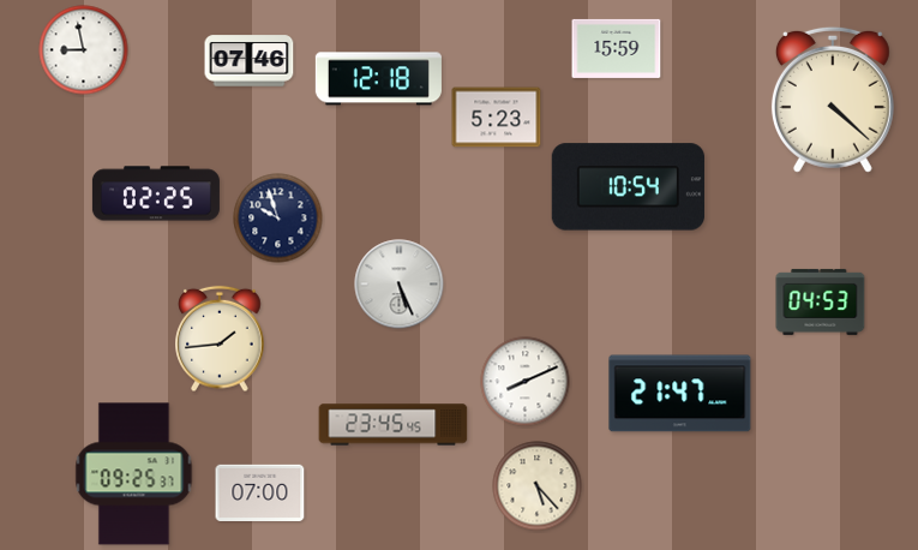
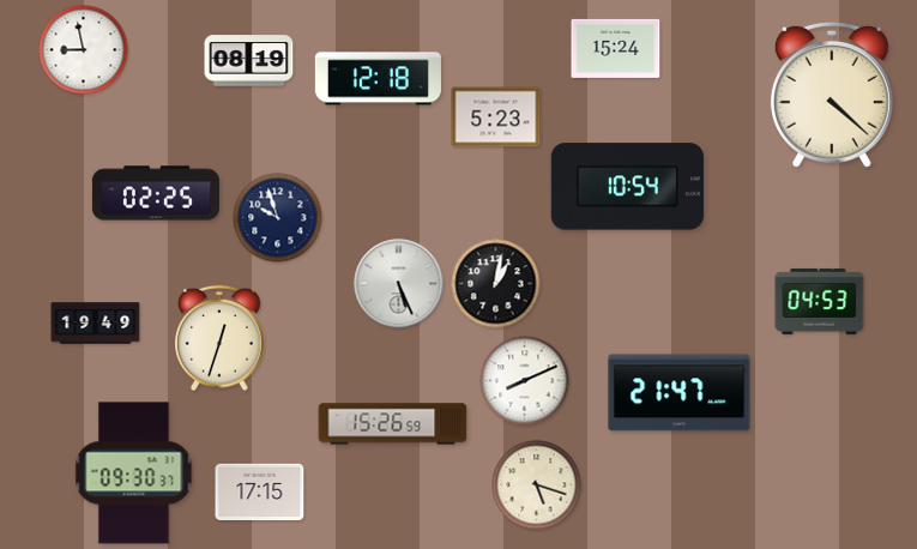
clock at (617, 48): 15:59 -> 15:24
clock at (250, 61): 07:46 -> 08:19
clock at (833, 100) position: (833, 100) -> (832, 95)
clock at (496, 284): none -> 1:02
clock at (96, 324): none -> 19:49
clock at (220, 339): 1:44 -> 12:33
clock at (394, 425): 23:45 -> 15:26
clock at (134, 474): 09:25 -> 09:30
clock at (538, 486): 5:23 -> 5:18
clock at (260, 492): 07:00 -> 17:15
